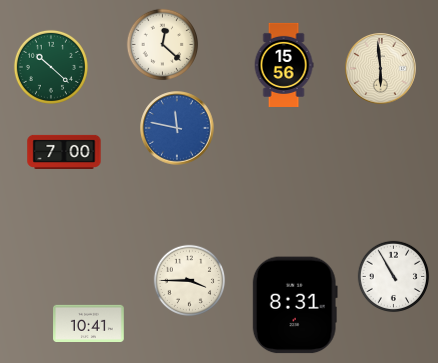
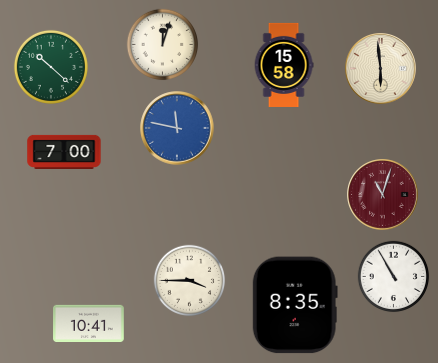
clock at (163, 45): 12:22 -> 12:03
clock at (284, 65): 15:56 -> 15:58
clock at (383, 195): none -> 11:03
clock at (295, 305): 8:31 -> 8:35
